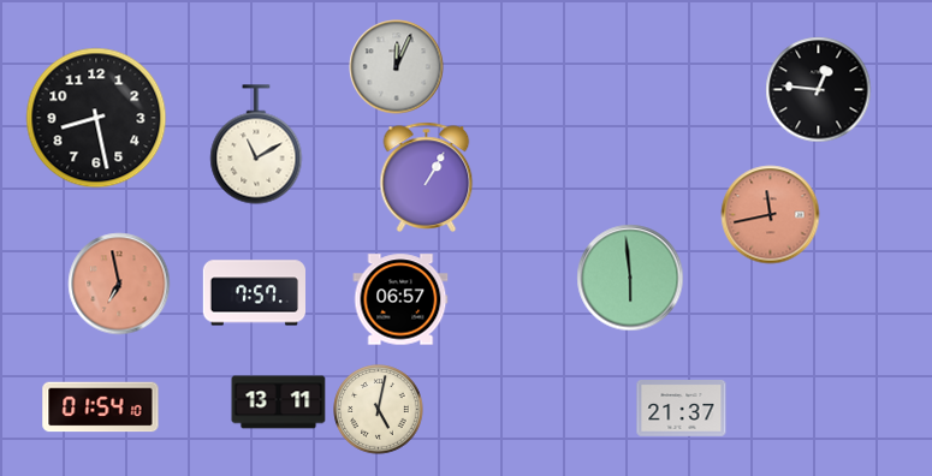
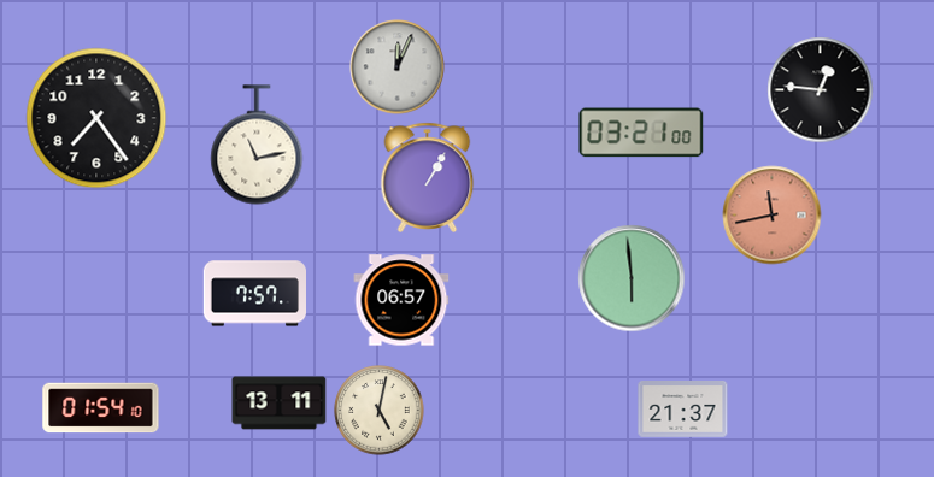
clock at (96, 118): 8:28 -> 7:24
clock at (641, 132): none -> 03:21
clock at (256, 144): 11:10 -> 11:13
clock at (119, 284): 6:58 -> none
